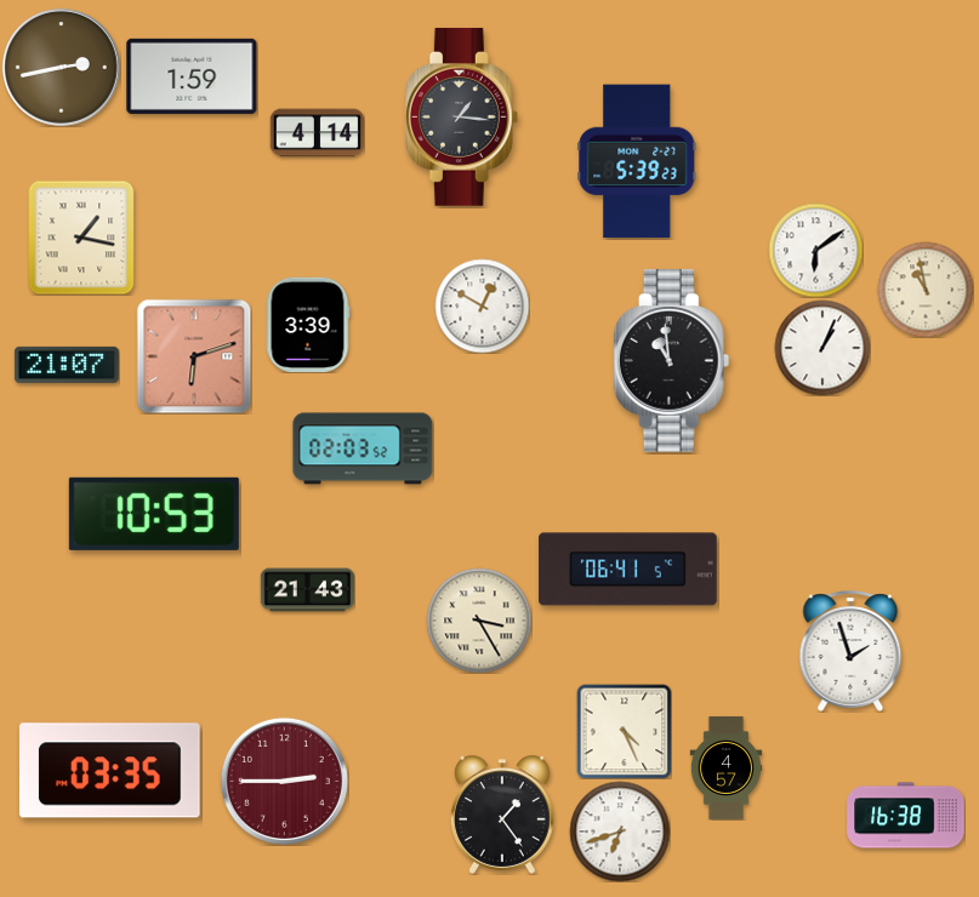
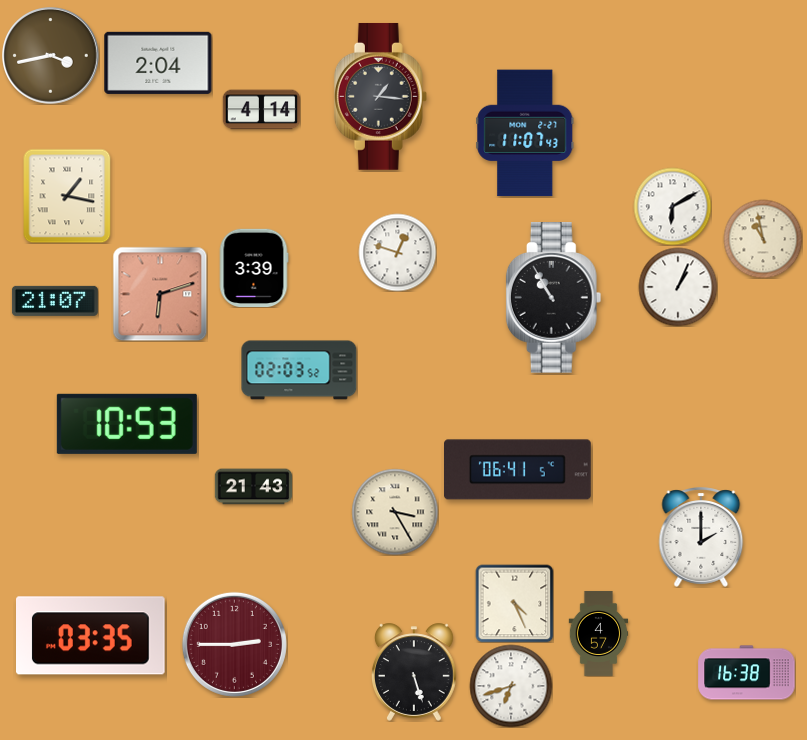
clock at (62, 68): 2:43 -> 3:43
clock at (192, 76): 1:59 -> 2:04
clock at (637, 161): 5:39 -> 11:07
clock at (815, 250): 6:09 -> 6:10
clock at (482, 305): 12:50 -> 12:48
clock at (672, 361): 10:59 -> 10:55
clock at (850, 651): 1:57 -> 2:00
clock at (502, 815): 1:24 -> 5:27
